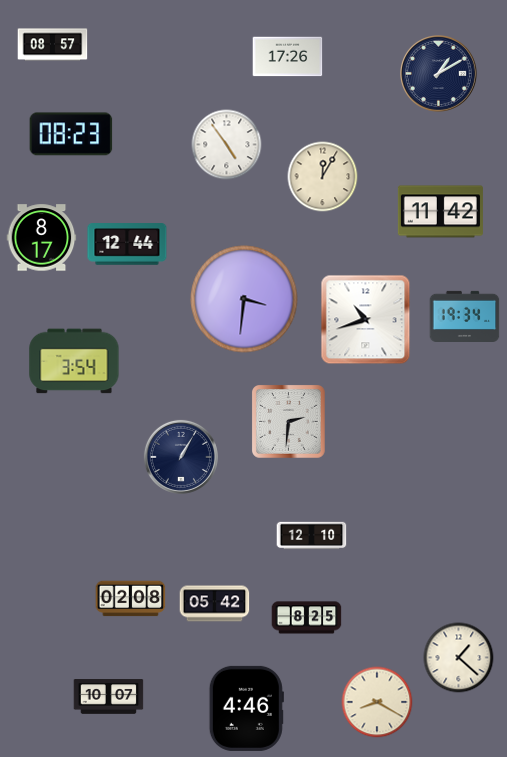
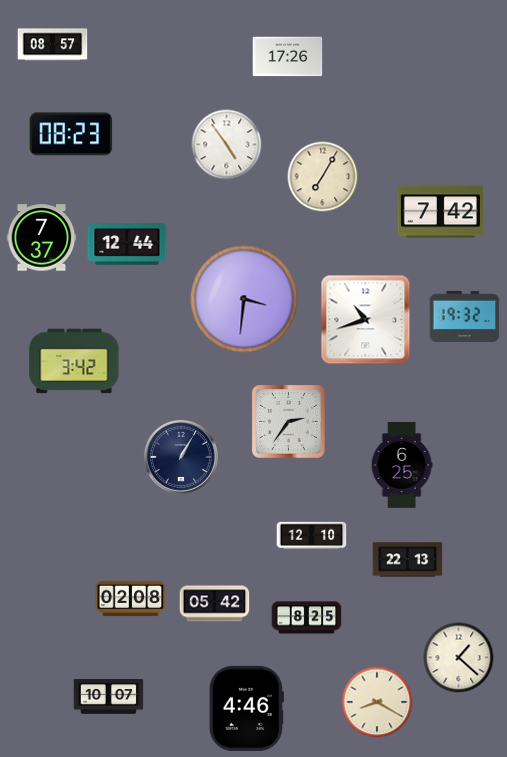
clock at (439, 74): 1:10 -> none
clock at (323, 177): 12:05 -> 7:05
clock at (440, 212): 11:42 -> 7:42
clock at (42, 238): 8:17 -> 7:37
clock at (465, 316): 19:34 -> 19:32
clock at (74, 361): 3:54 -> 3:42
clock at (289, 422): 2:31 -> 2:36
clock at (402, 465): none -> 6:25
clock at (408, 560): none -> 22:13
